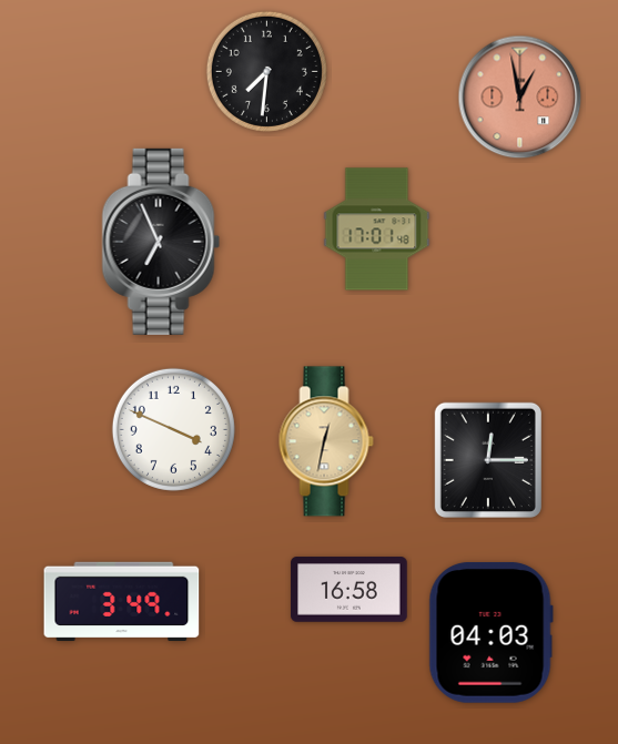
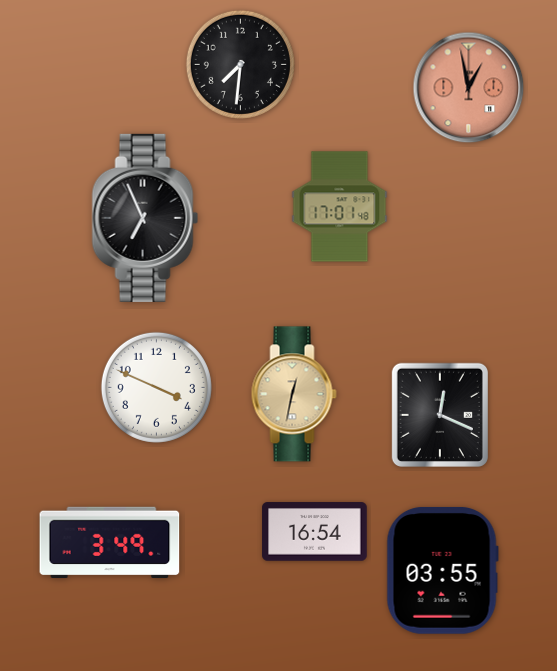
clock at (326, 441) position: (326, 441) -> (294, 394)
clock at (488, 460): 12:15 -> 12:19
clock at (349, 590): 16:58 -> 16:54
clock at (490, 632): 04:03 -> 03:55
